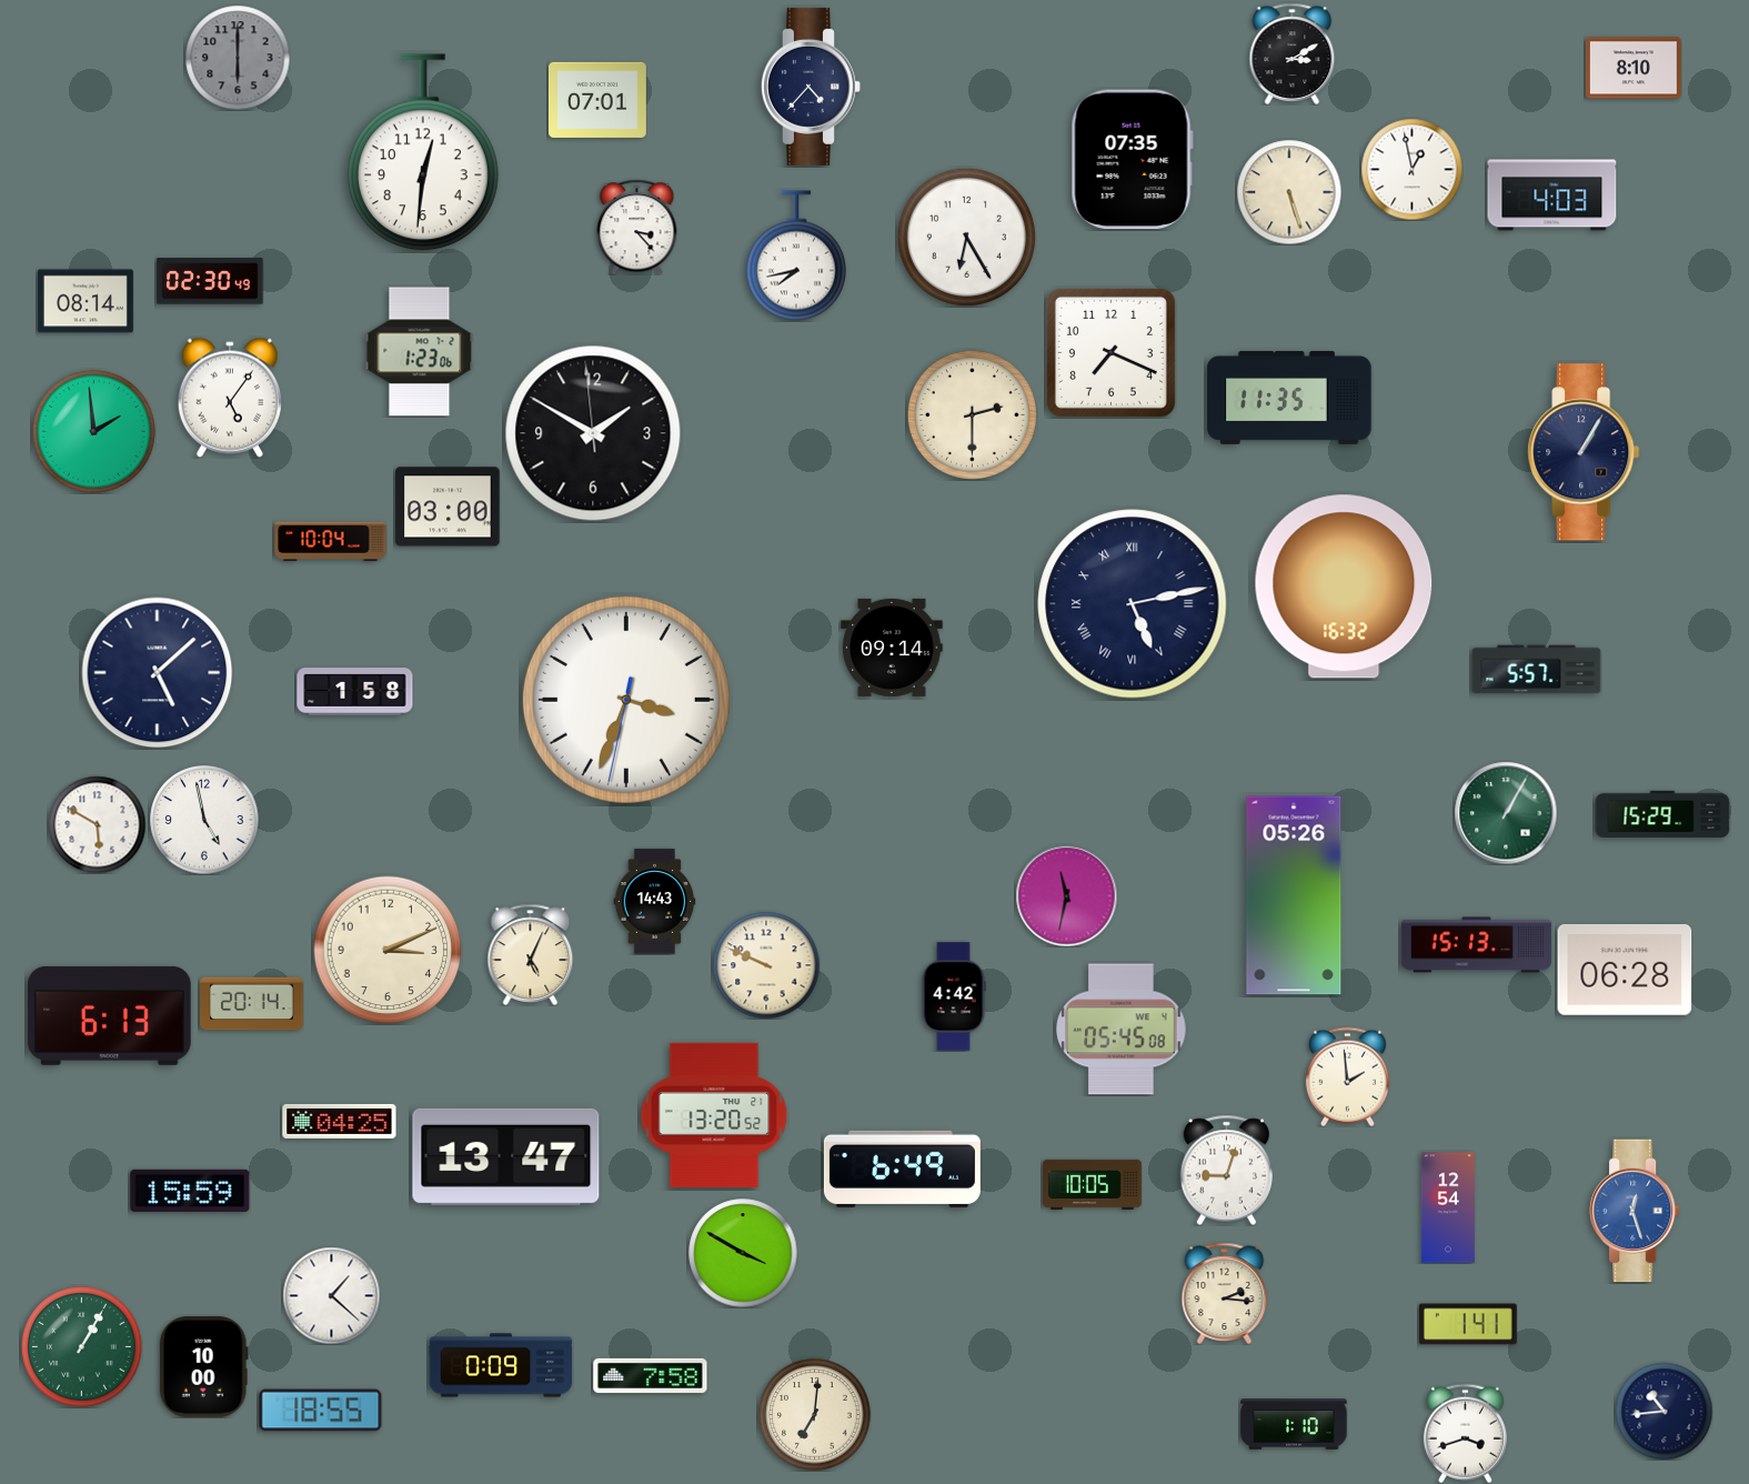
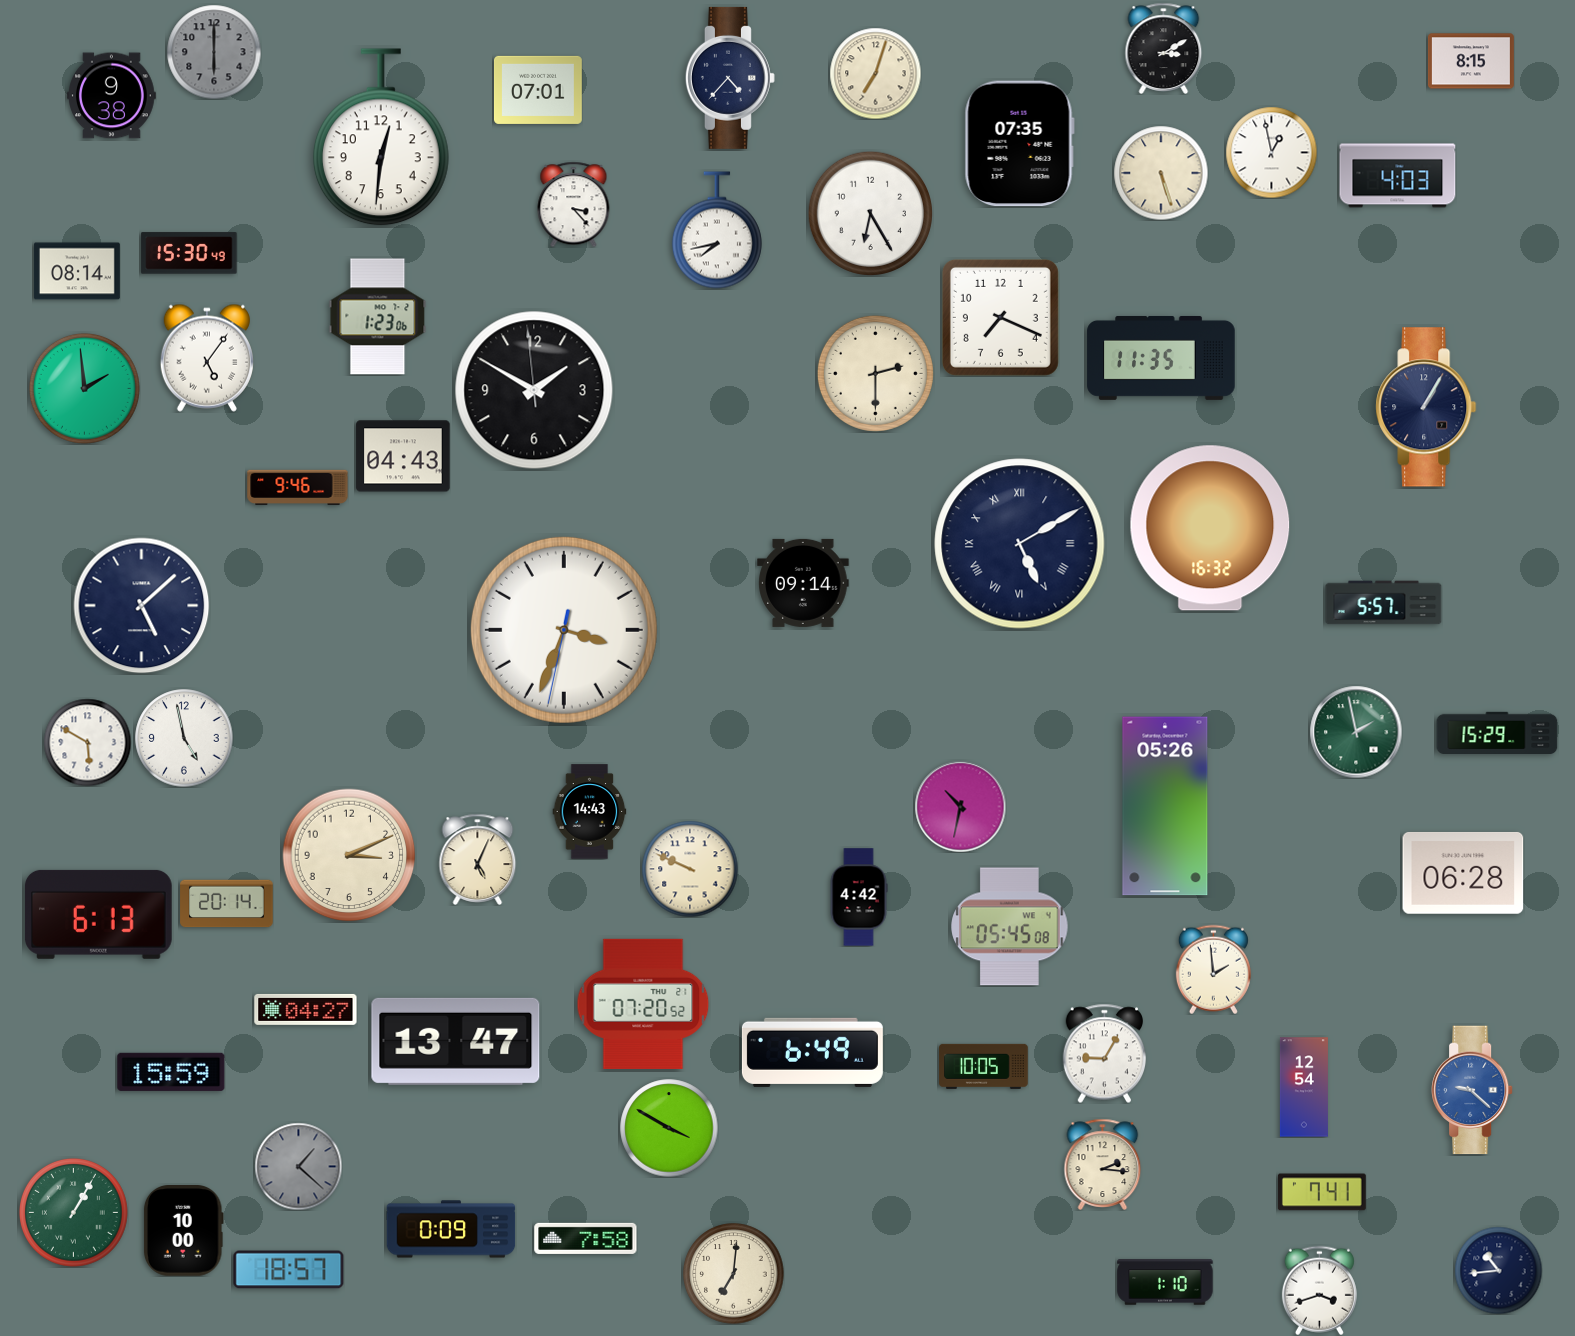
clock at (1634, 68): 8:10 -> 8:15
clock at (875, 73): none -> 7:03
clock at (112, 96): none -> 9:38
clock at (210, 281): 02:30 -> 15:30
clock at (448, 507): 03:00 -> 04:43
clock at (331, 542): 10:04 -> 9:46
clock at (1133, 604): 5:13 -> 5:10
clock at (355, 692): 1:58 -> none
clock at (1506, 813): 1:05 -> 1:58
clock at (1066, 895): 11:32 -> 10:32
clock at (1476, 945): 15:13 -> none
clock at (714, 1115): 13:20 -> 07:20
clock at (340, 1121): 04:25 -> 04:27
clock at (1226, 1170): 9:03 -> 9:05
clock at (1636, 1211): 12:27 -> 9:22
clock at (331, 1295) dial: white -> grey
clock at (1468, 1324): 1:41 -> 7:41
clock at (321, 1411): 18:55 -> 18:57
